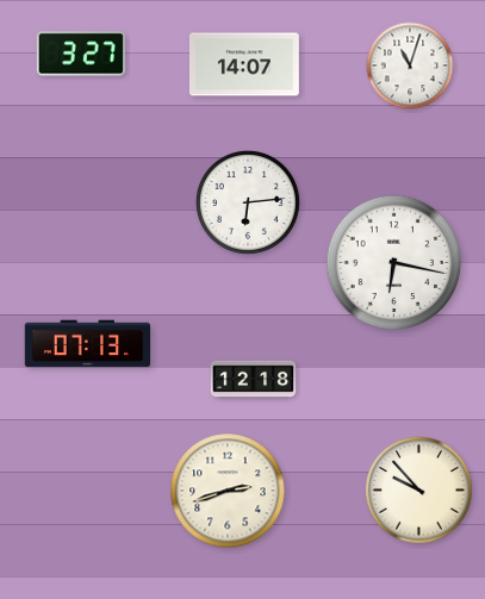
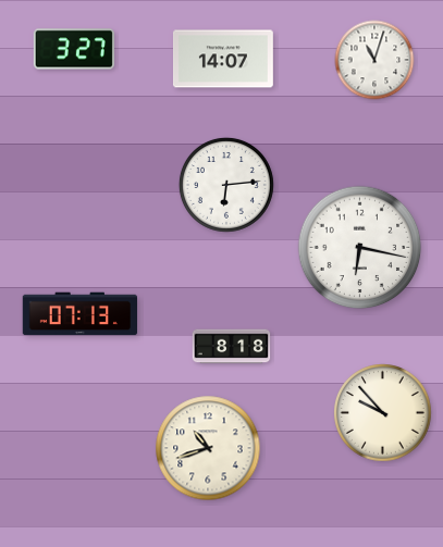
clock at (394, 263) position: (394, 263) -> (360, 248)
clock at (254, 380): 12:18 -> 8:18
clock at (228, 491): 2:42 -> 10:42
clock at (419, 491) position: (419, 491) -> (383, 413)
